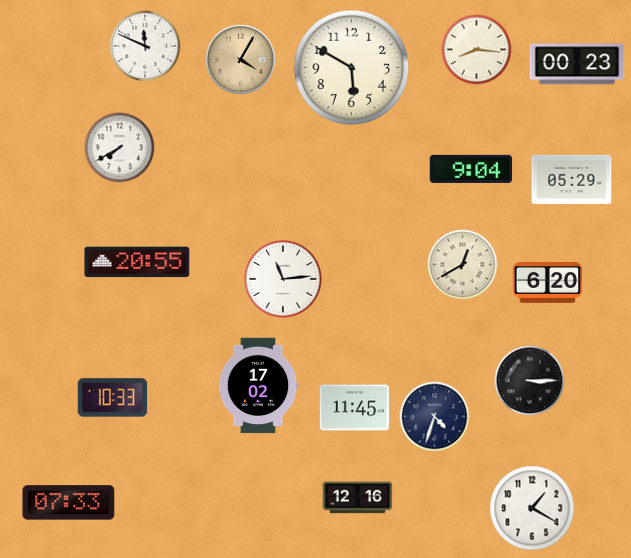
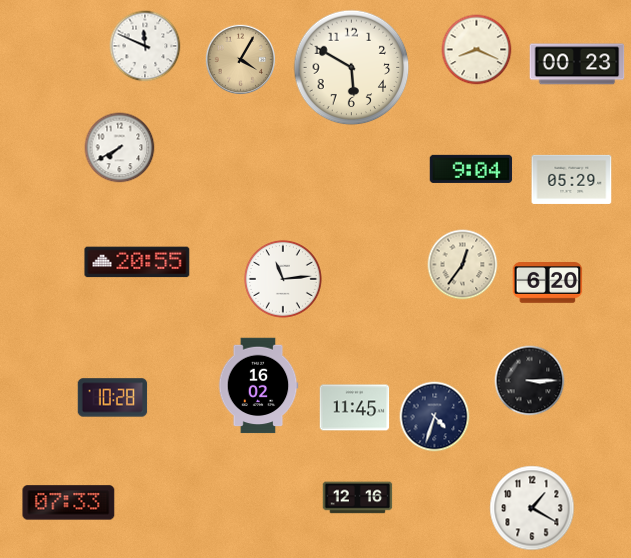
clock at (477, 50): 8:16 -> 8:19
clock at (463, 265): 12:40 -> 12:36
clock at (258, 386): 17:02 -> 16:02
clock at (113, 398): 10:33 -> 10:28
